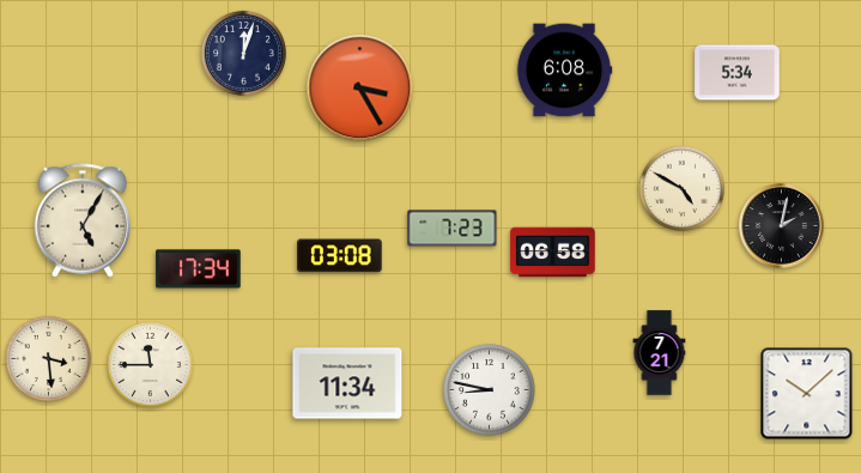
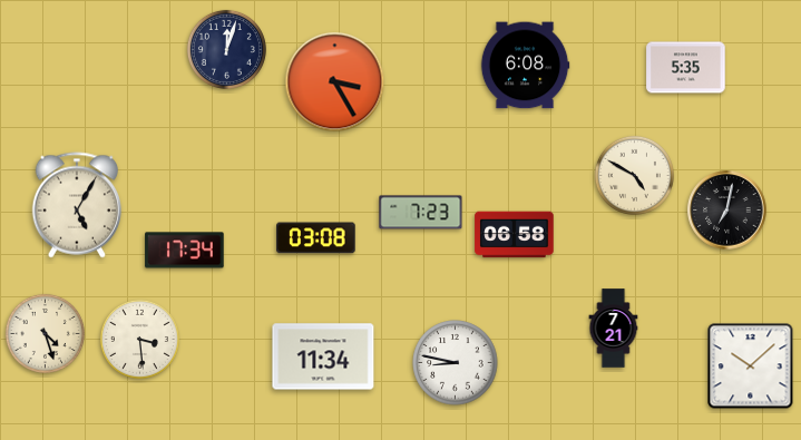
clock at (738, 73): 5:34 -> 5:35
clock at (782, 226): 2:02 -> 7:02
clock at (48, 358): 3:29 -> 4:27
clock at (150, 364): 11:45 -> 3:29
